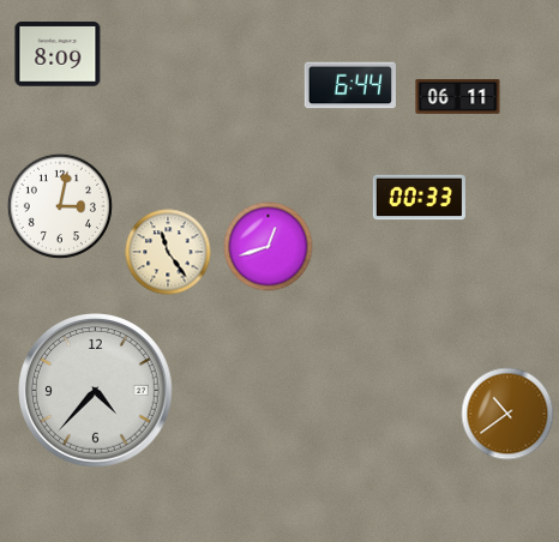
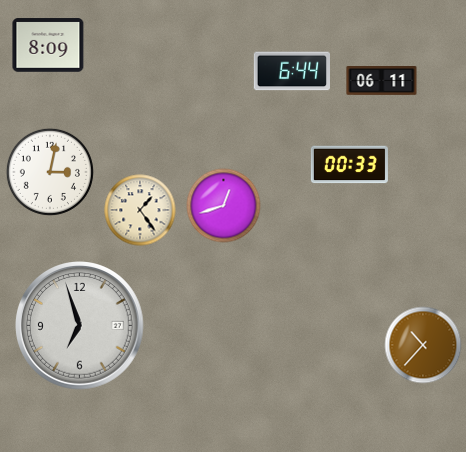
clock at (168, 252): 11:24 -> 1:24
clock at (96, 391): 4:37 -> 6:57
clock at (507, 414): 10:39 -> 10:37
